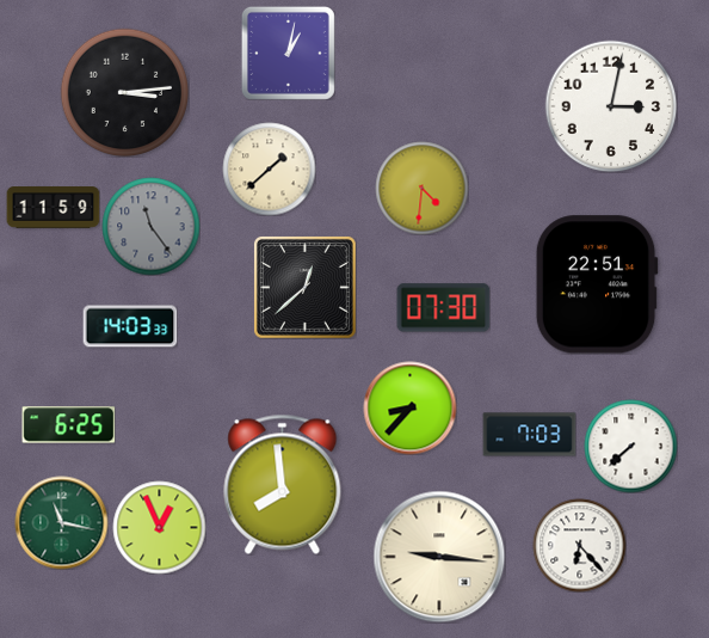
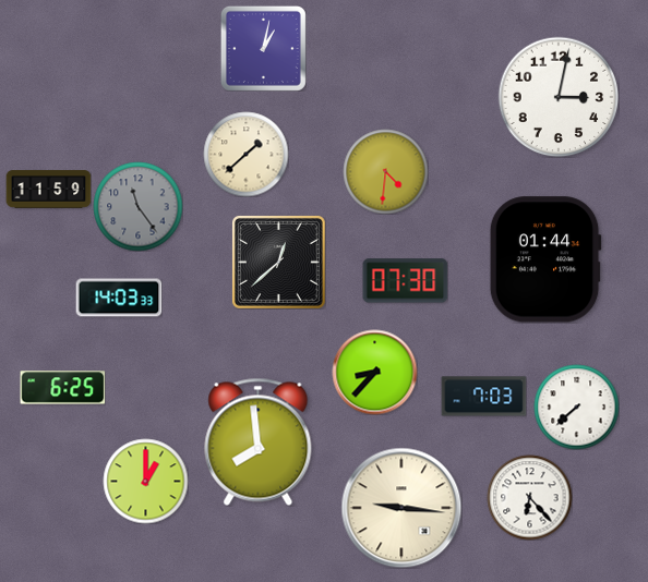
clock at (124, 92): 3:14 -> none
clock at (597, 284): 22:51 -> 01:44
clock at (61, 522): 11:17 -> none
clock at (159, 527): 12:56 -> 1:00
